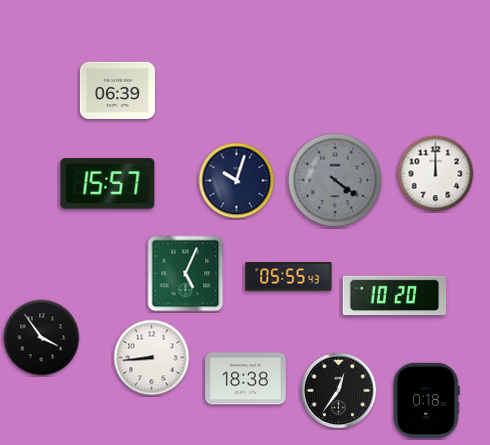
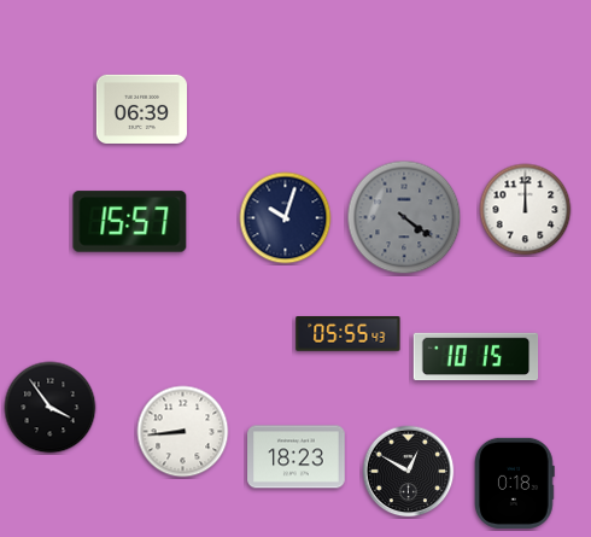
clock at (186, 274): 5:04 -> none
clock at (395, 296): 10:20 -> 10:15
clock at (246, 379): 18:38 -> 18:23
clock at (339, 391): 12:36 -> 12:50
